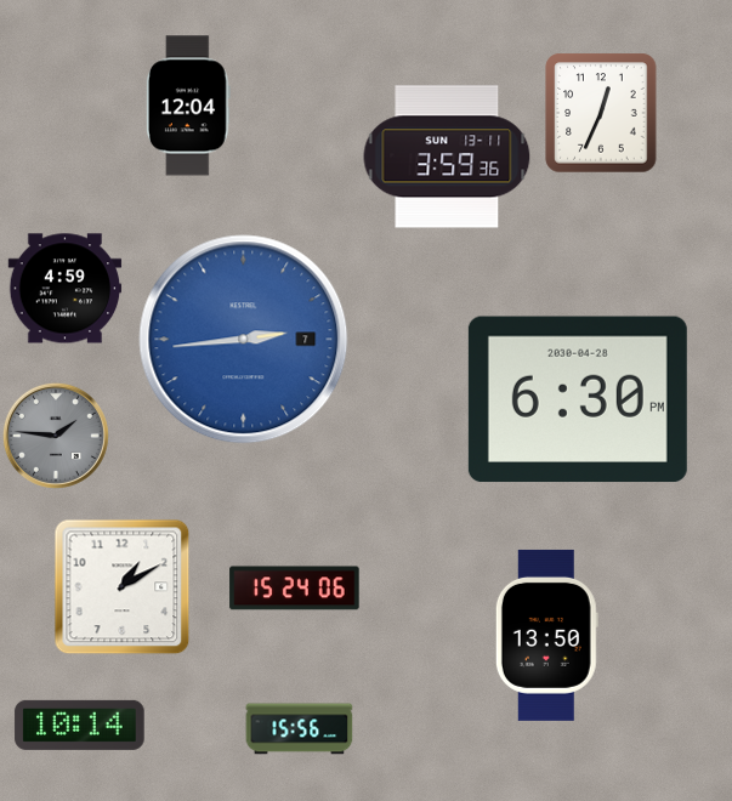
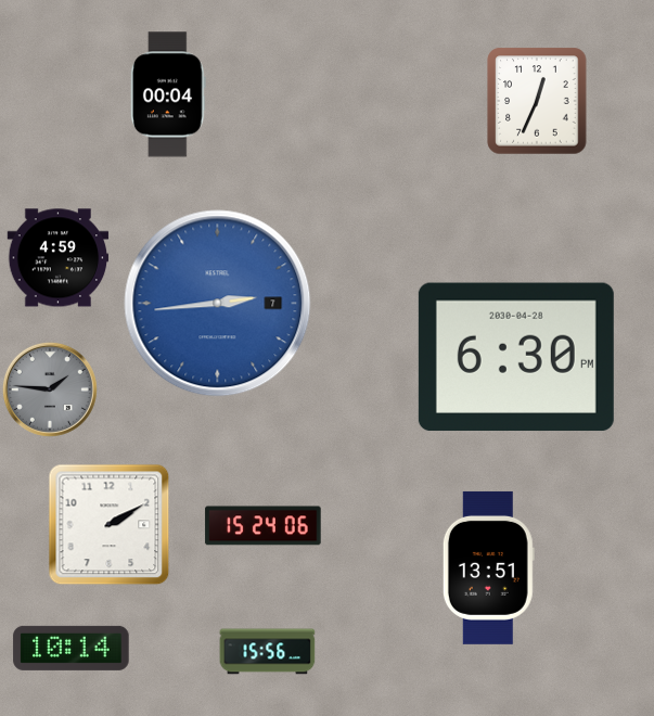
clock at (188, 106): 12:04 -> 00:04
clock at (447, 157): 3:59 -> none
clock at (123, 587): 1:10 -> 2:10
clock at (546, 635): 13:50 -> 13:51
